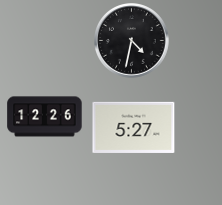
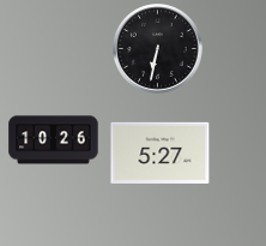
clock at (132, 41): 4:32 -> 6:32
clock at (45, 117): 12:26 -> 10:26
